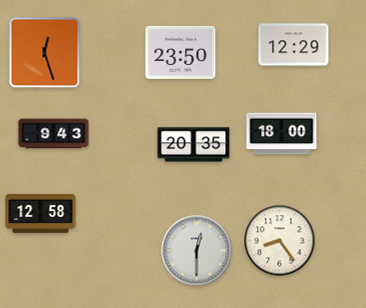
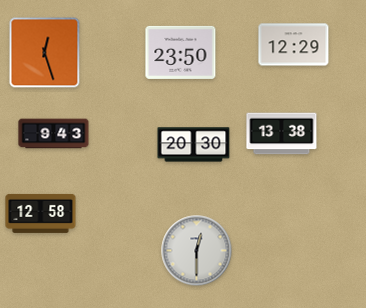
clock at (282, 134): 18:00 -> 13:38
clock at (194, 145): 20:35 -> 20:30
clock at (280, 241): 8:24 -> none
